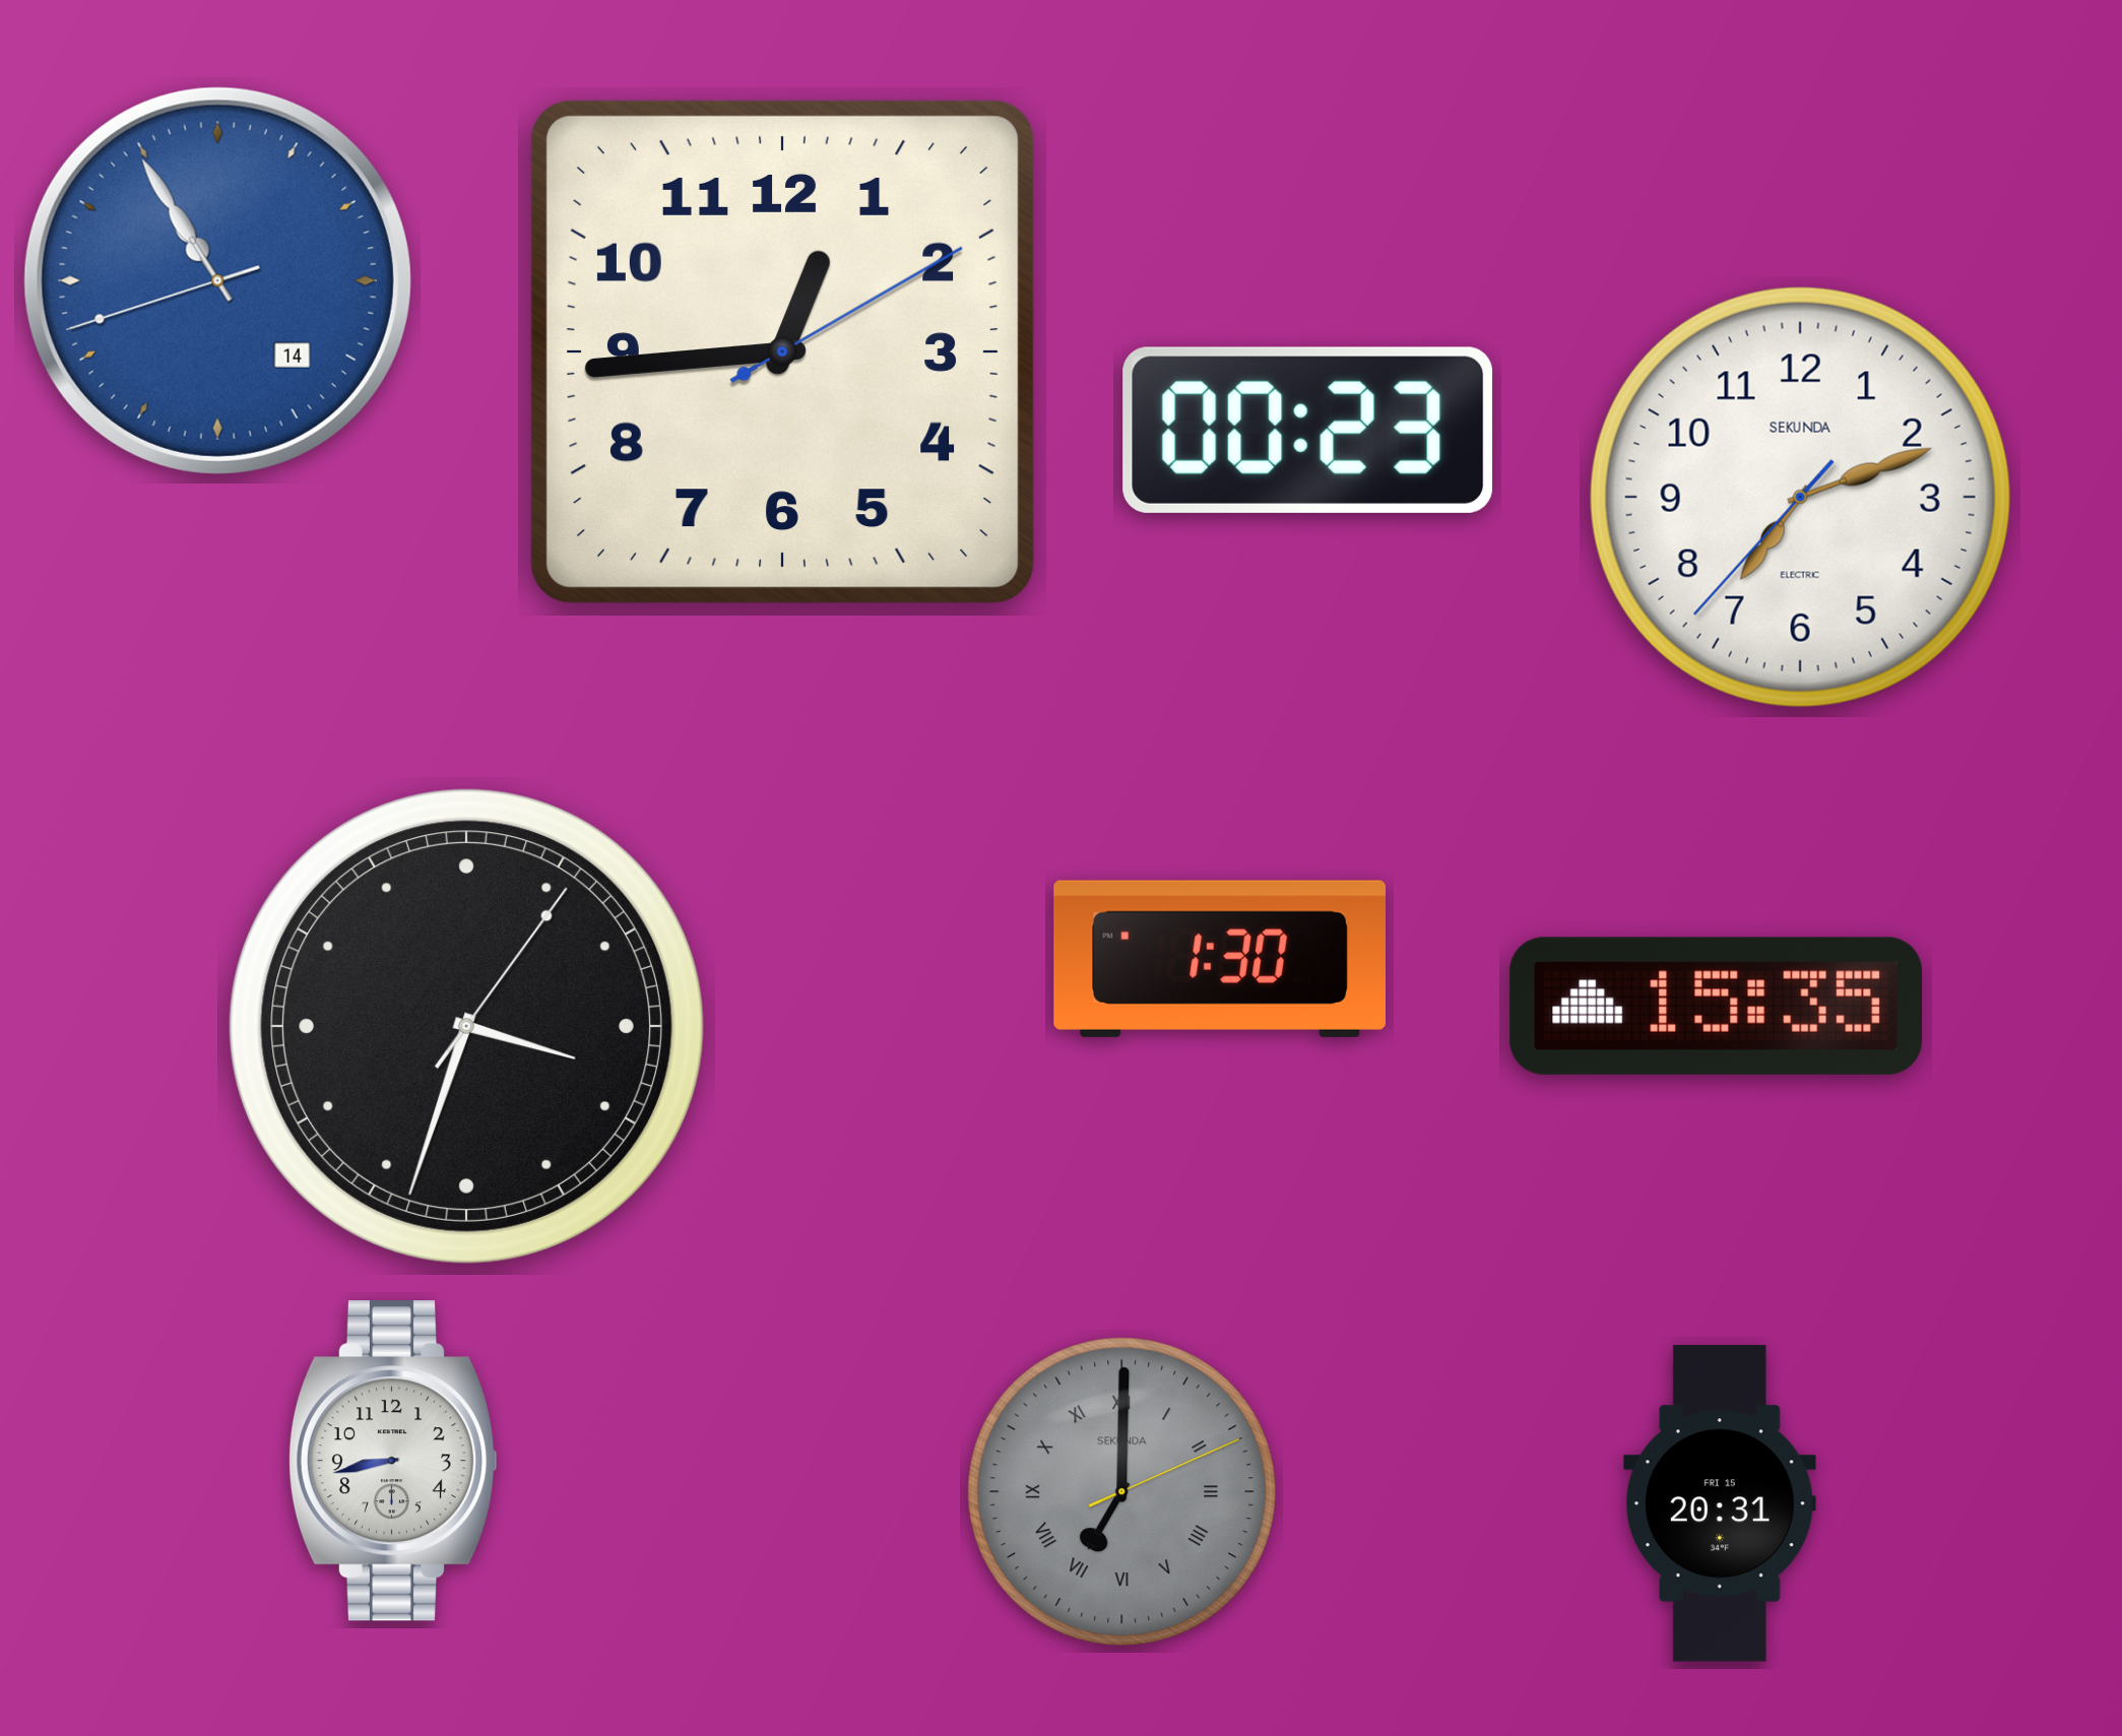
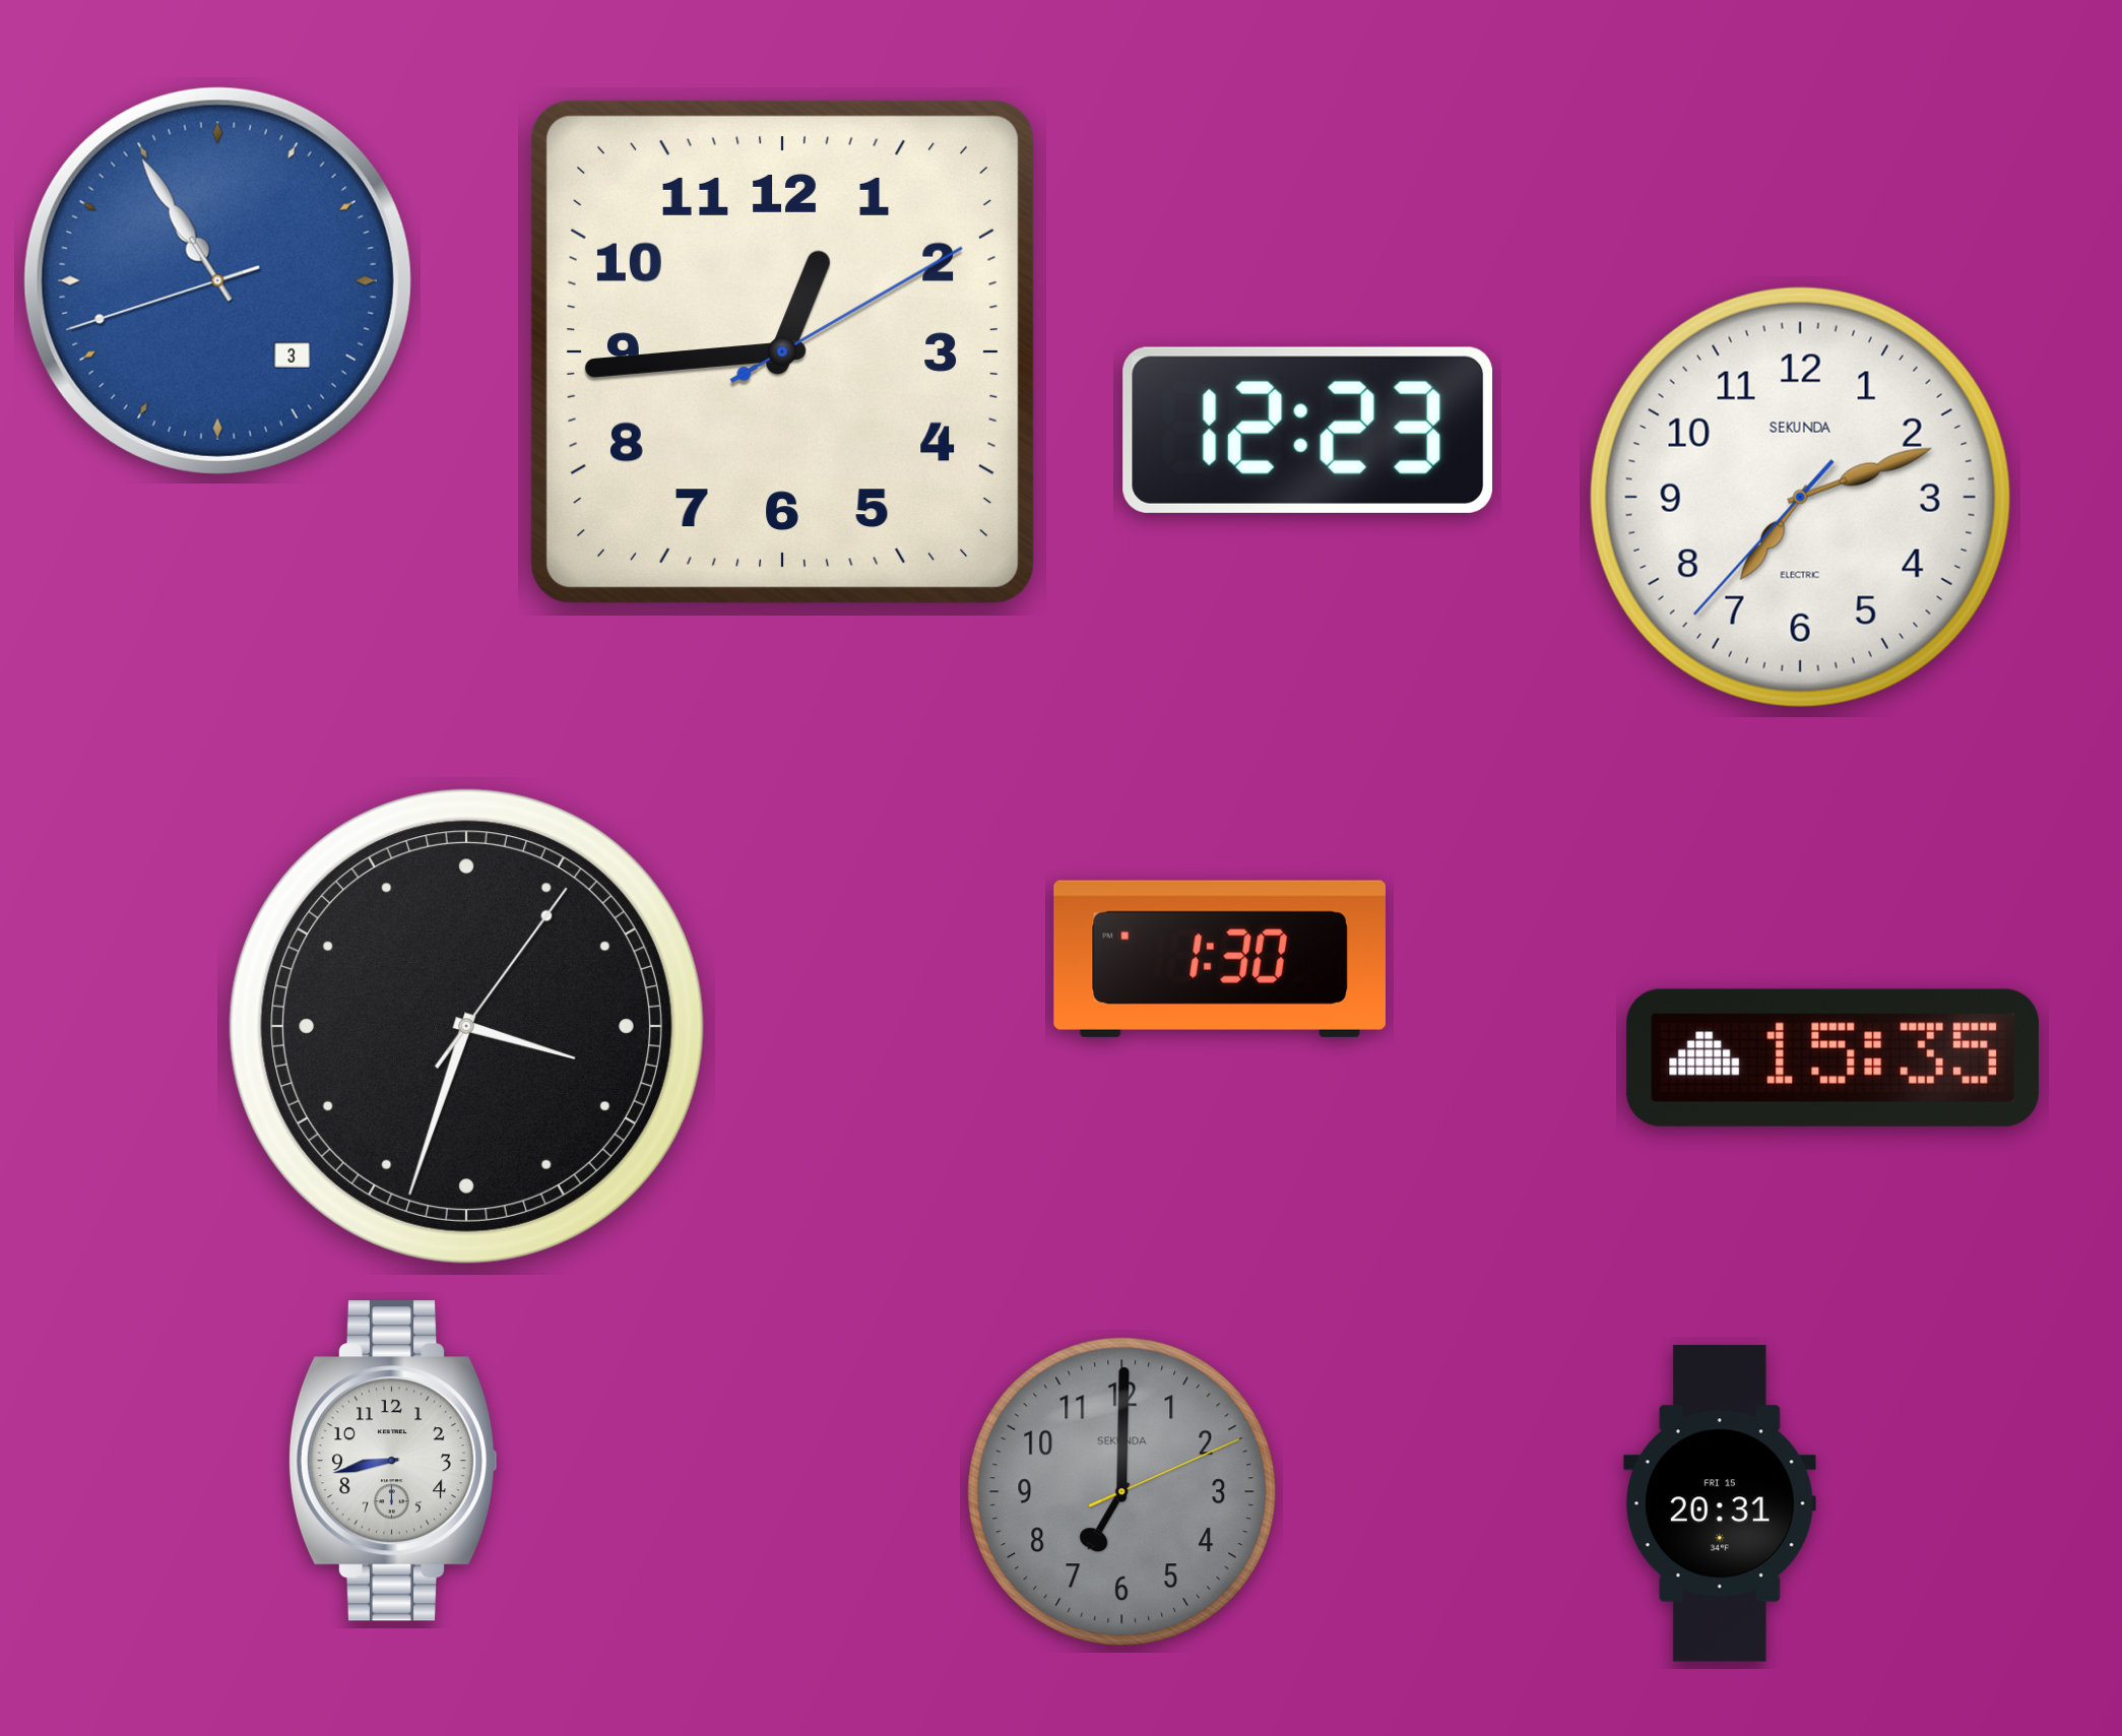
clock at (217, 280) date: 14 -> 3
clock at (1308, 430): 00:23 -> 12:23
clock at (1716, 1006) position: (1716, 1006) -> (1832, 1057)
clock at (1122, 1492) numerals: Roman -> Arabic
